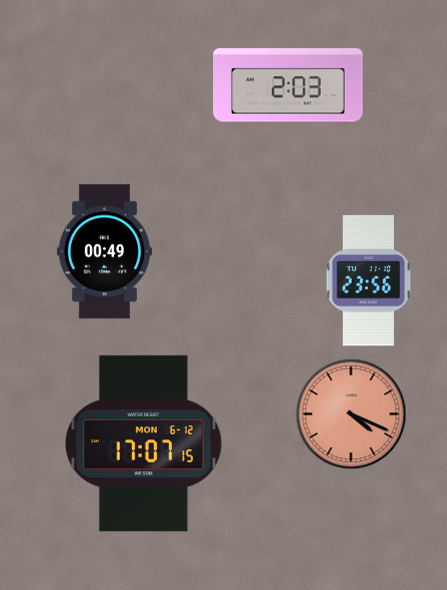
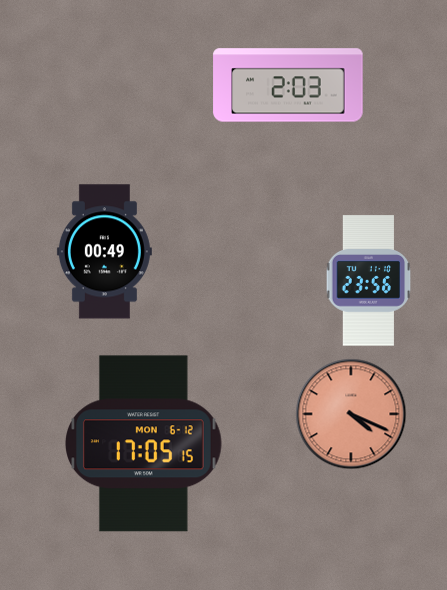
clock at (144, 444): 17:07 -> 17:05
